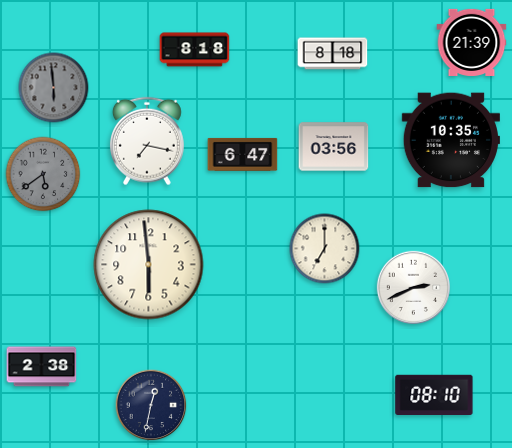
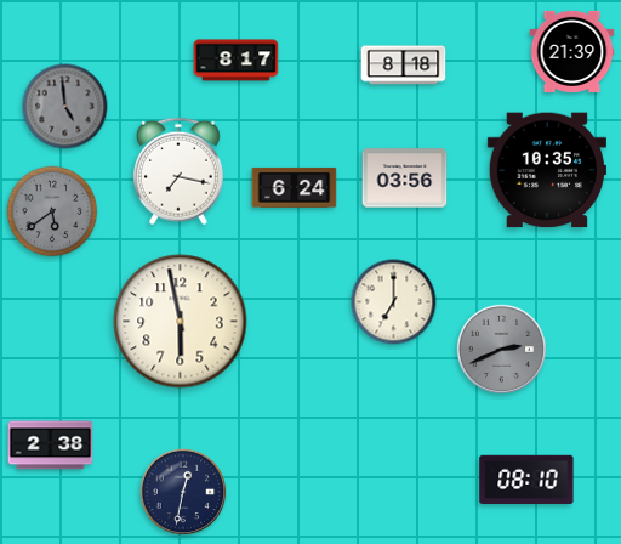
clock at (195, 50): 8:18 -> 8:17
clock at (54, 88): 5:59 -> 4:59
clock at (243, 154): 6:47 -> 6:24
clock at (149, 265): 5:59 -> 5:58
clock at (413, 287) dial: white -> grey
